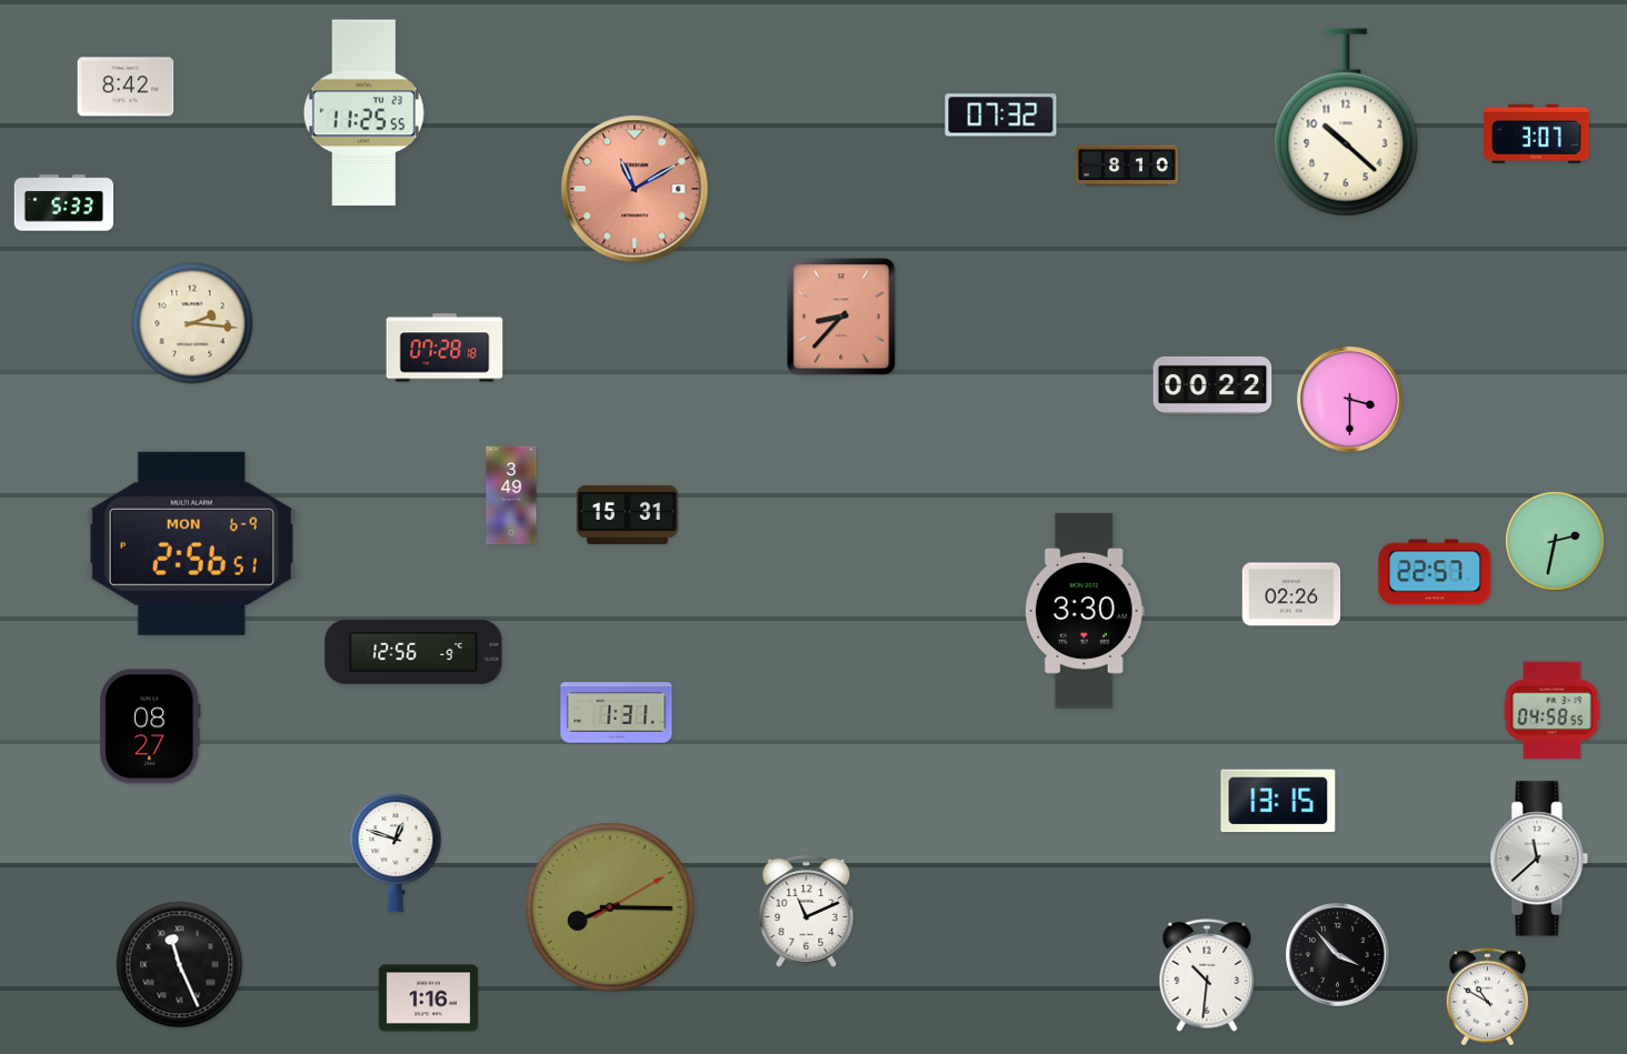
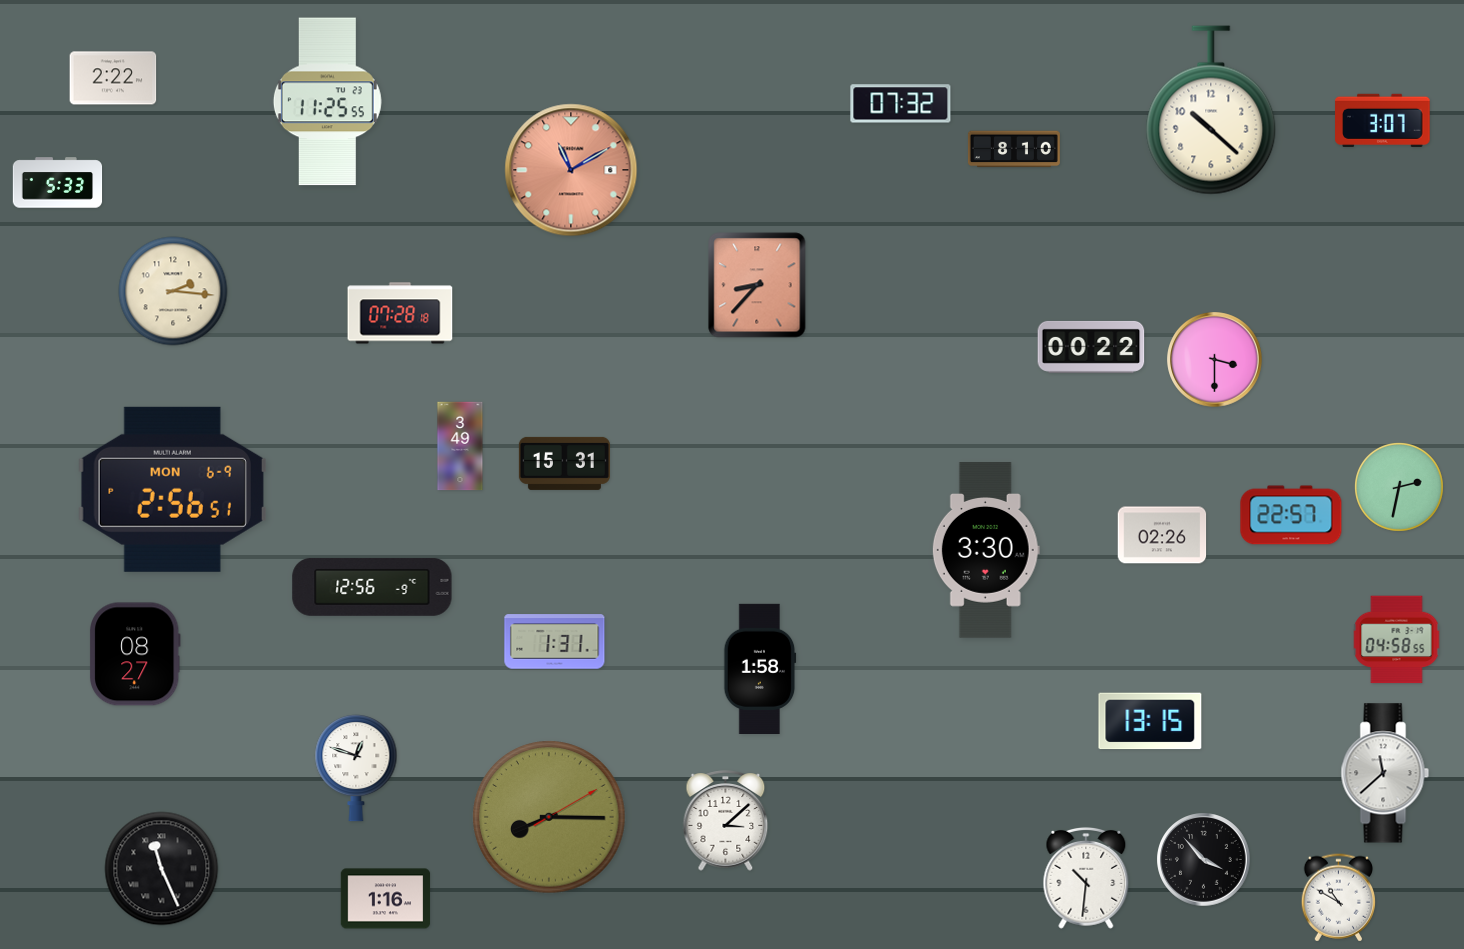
clock at (126, 87): 8:42 -> 2:22
clock at (1085, 611) position: (1085, 611) -> (986, 550)
clock at (760, 668): none -> 1:58
clock at (807, 912): 11:11 -> 3:08
